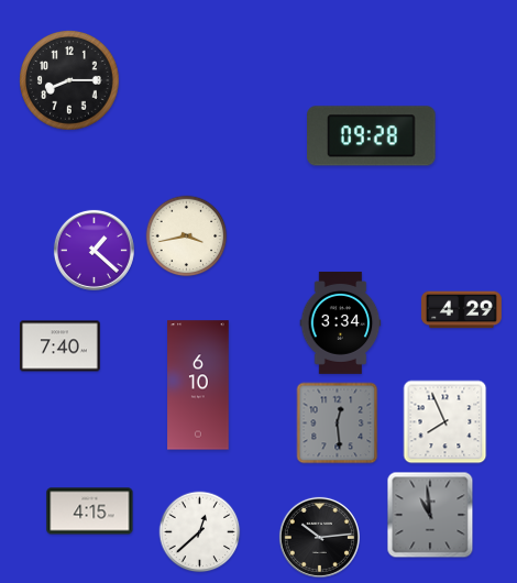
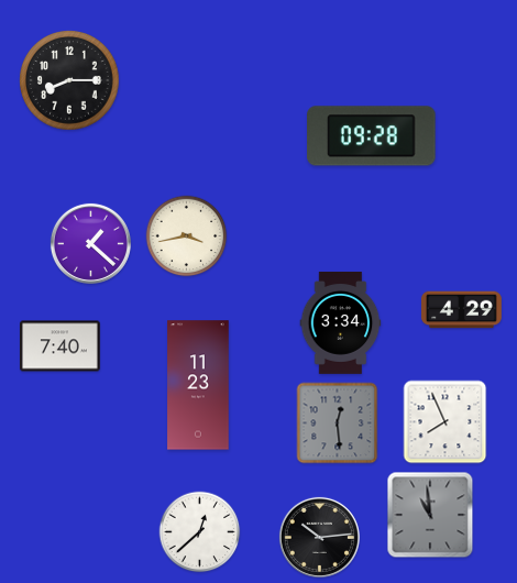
clock at (94, 250) position: (94, 250) -> (90, 243)
clock at (198, 385): 6:10 -> 11:23
clock at (90, 512): 4:15 -> none
